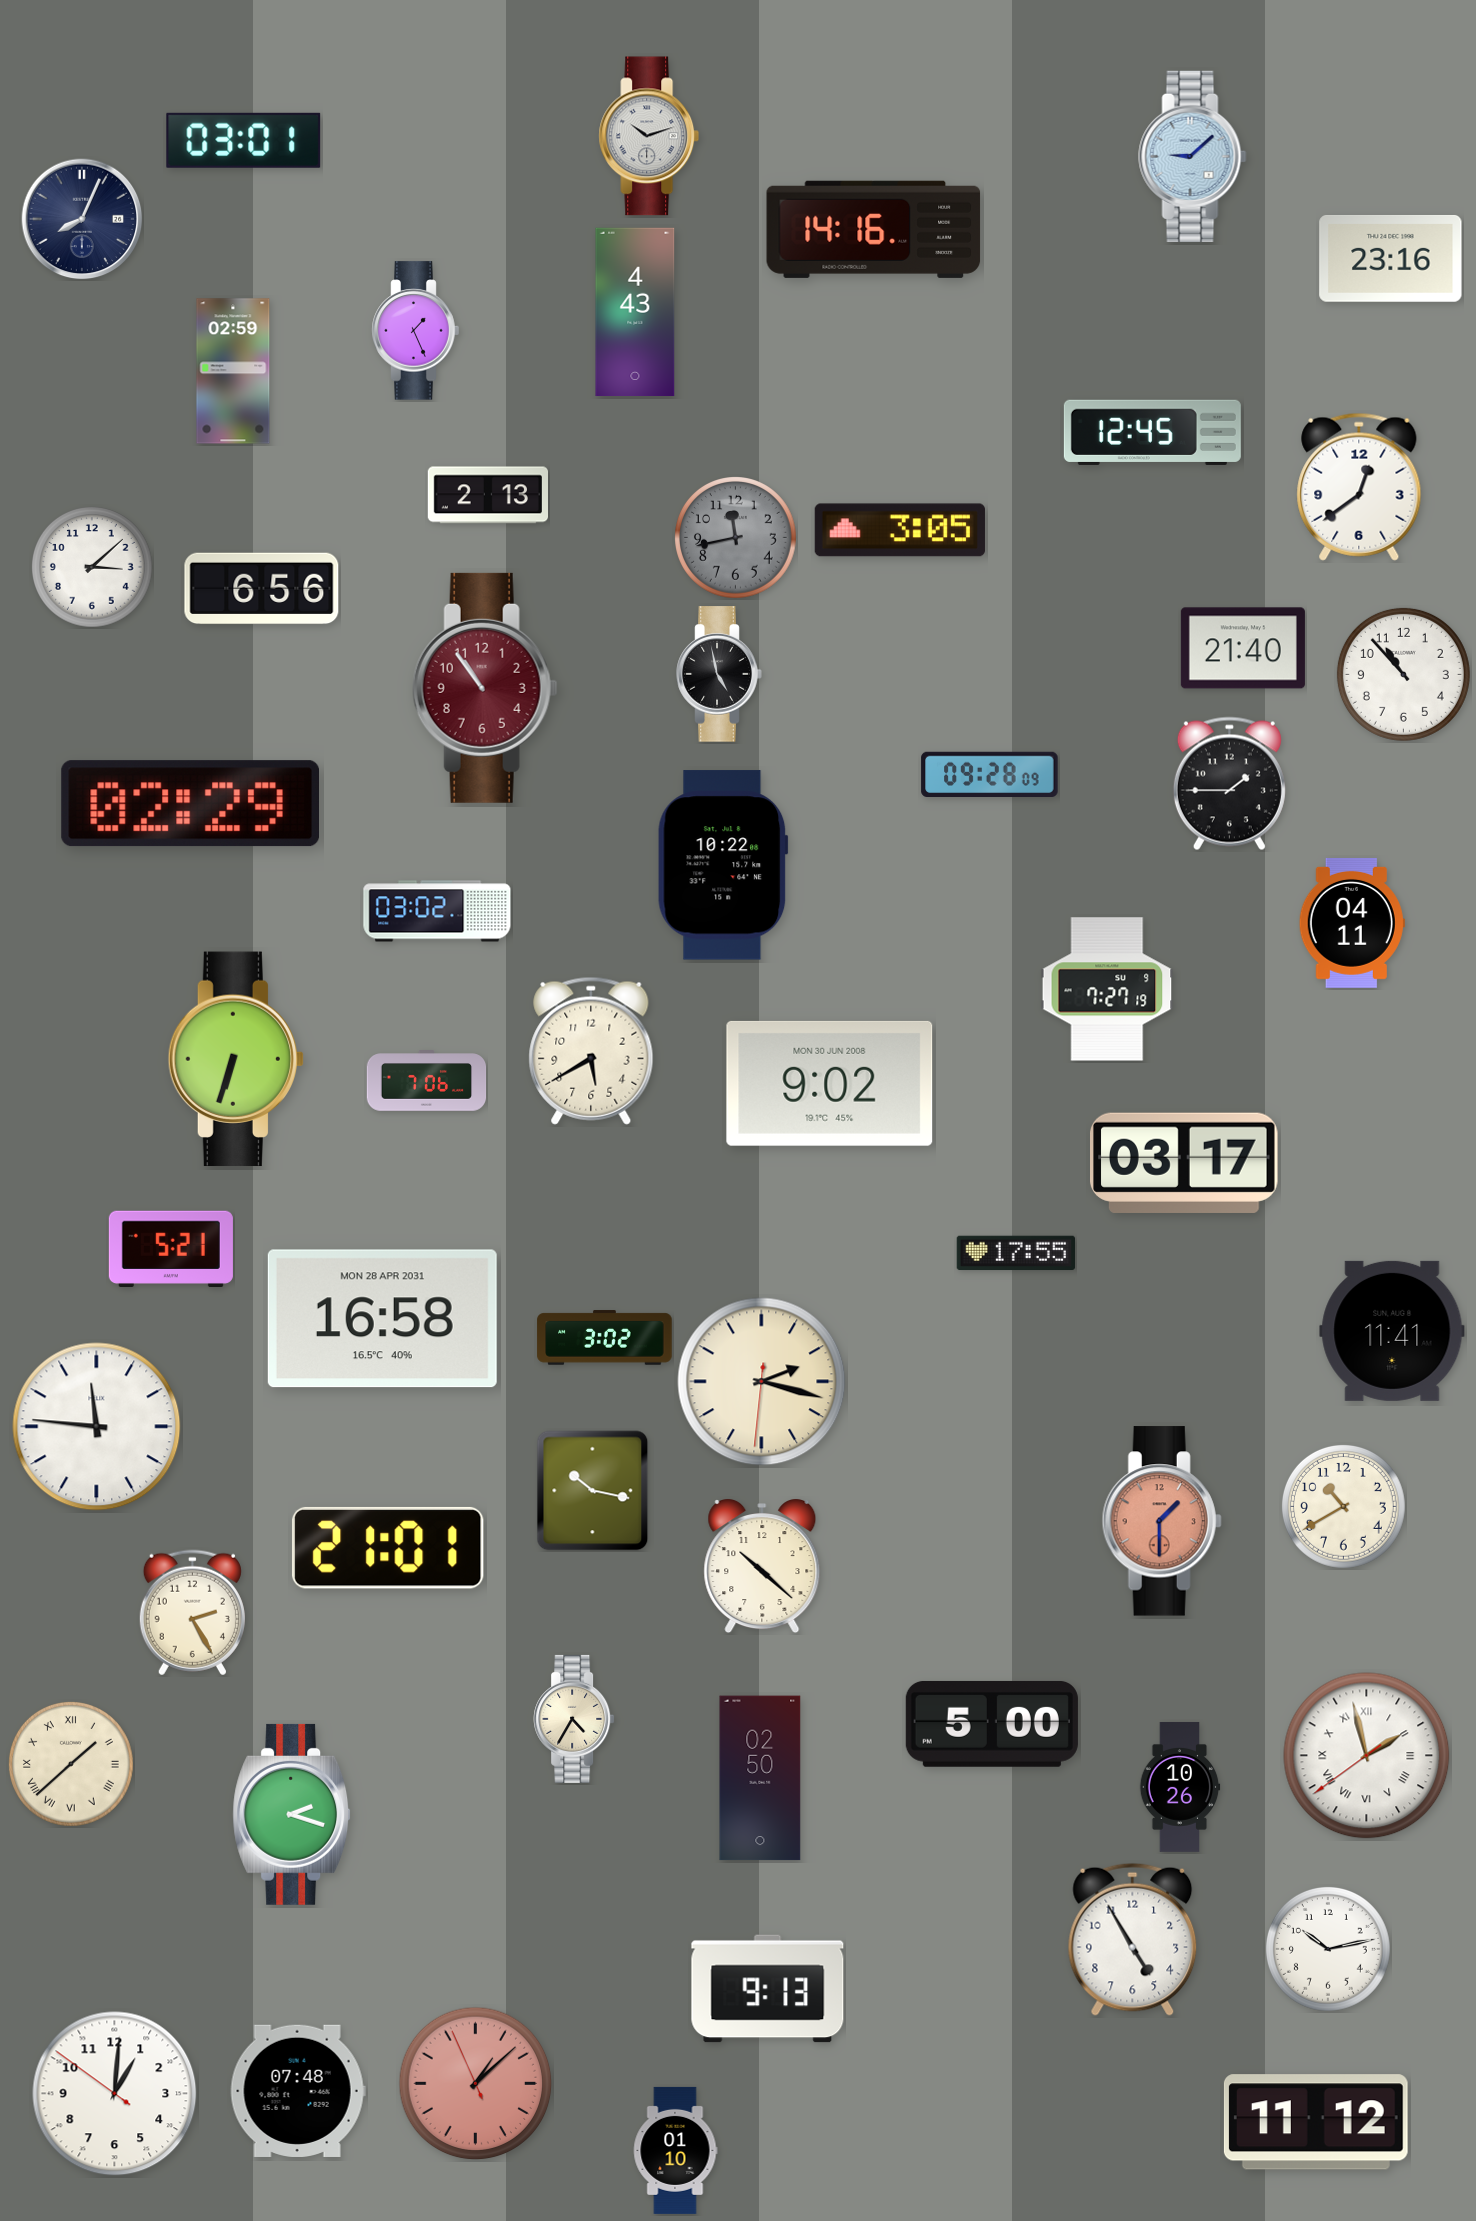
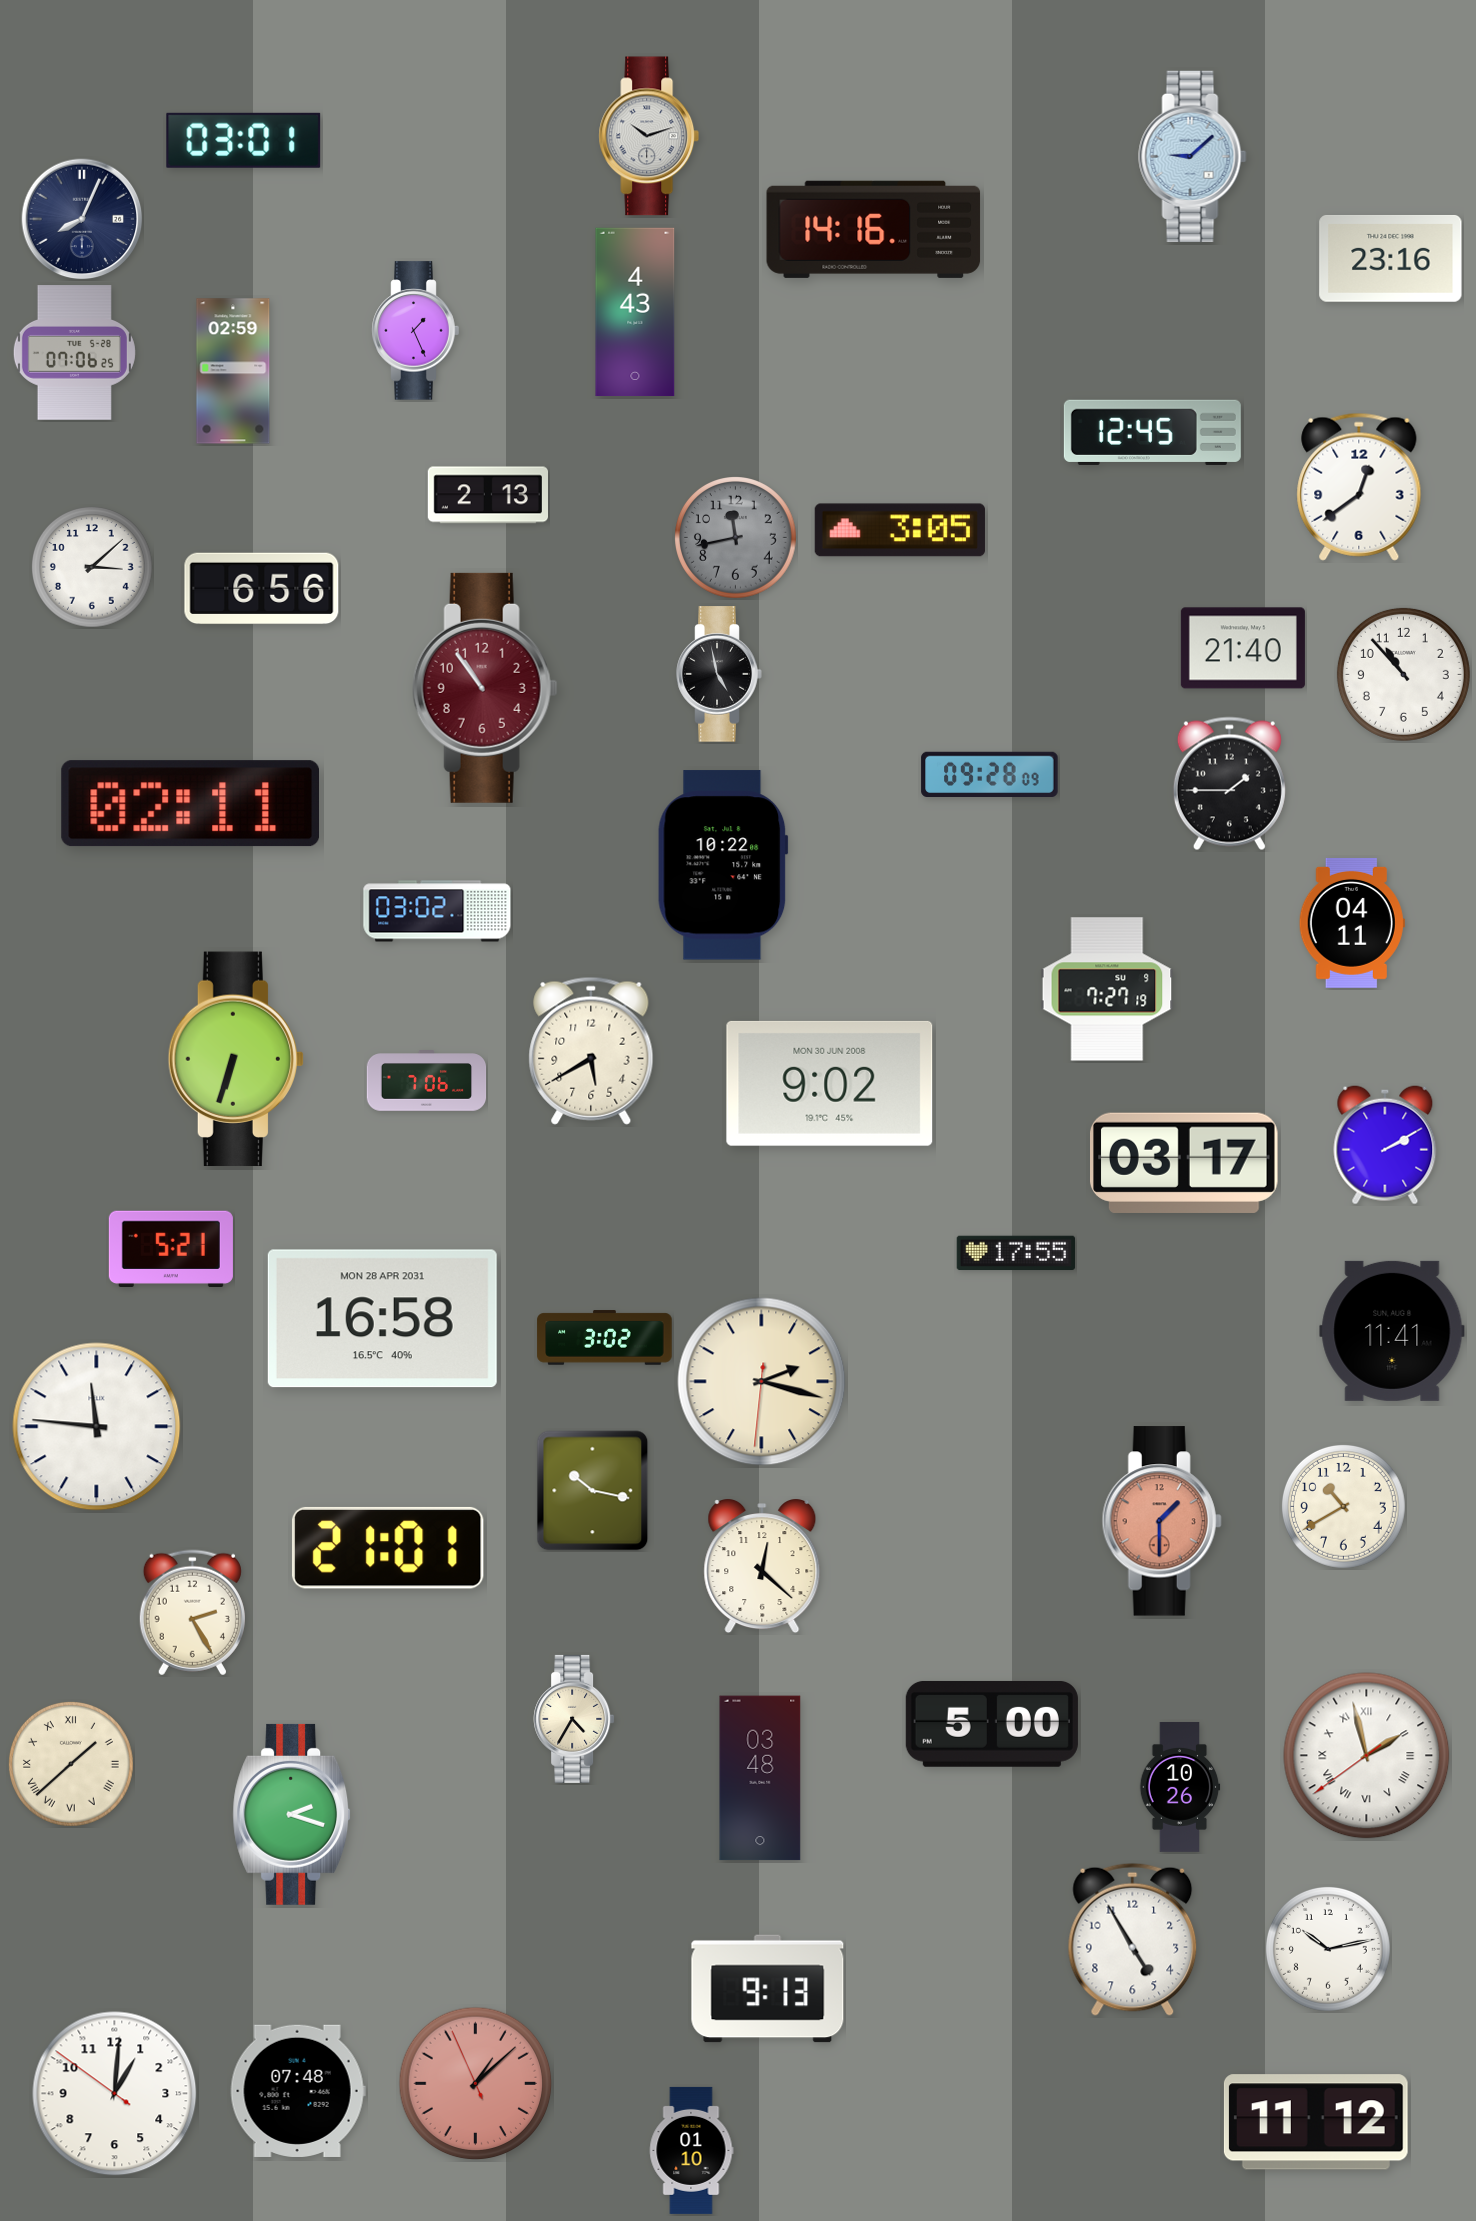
clock at (74, 353): none -> 07:06
clock at (190, 804): 02:29 -> 02:11
clock at (1385, 1145): none -> 2:10
clock at (762, 1567): 10:22 -> 12:22
clock at (760, 1778): 02:50 -> 03:48
clock at (675, 2150) position: (675, 2150) -> (691, 2150)
